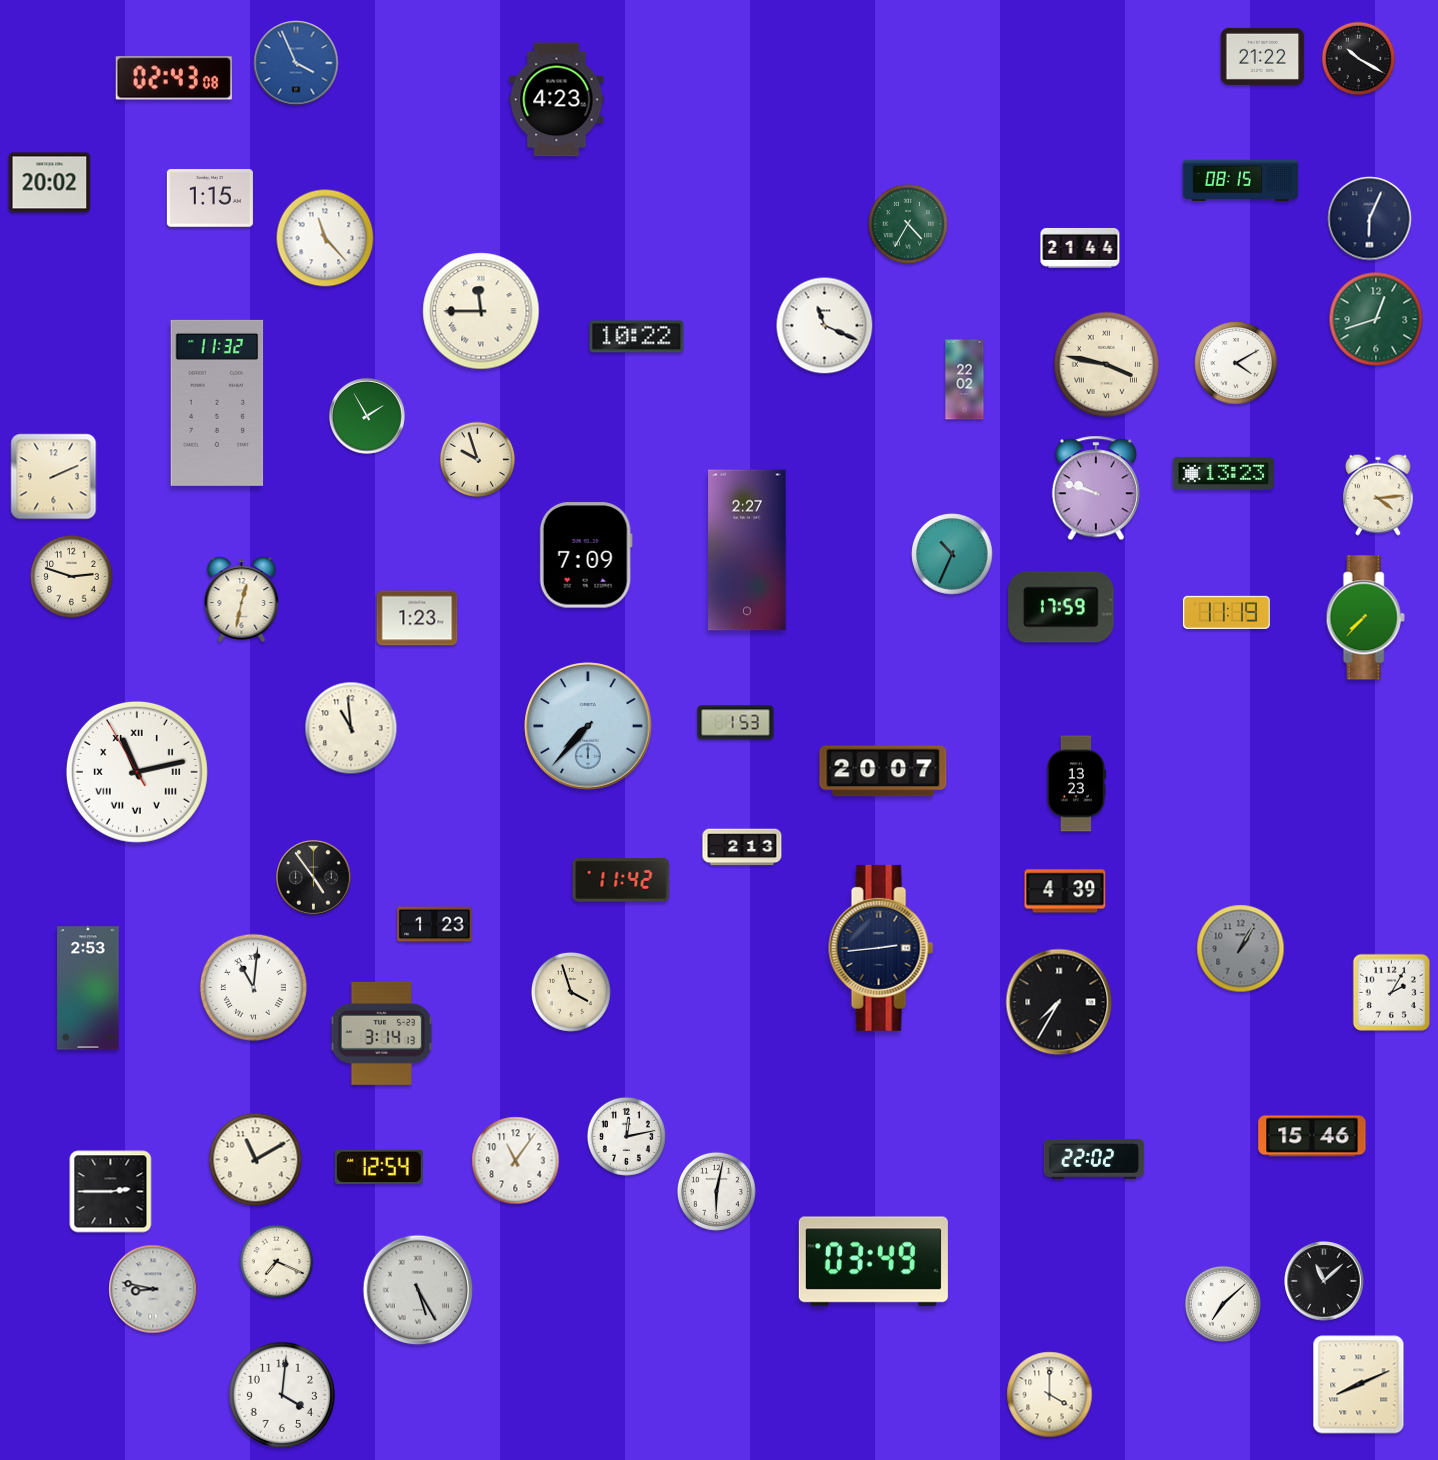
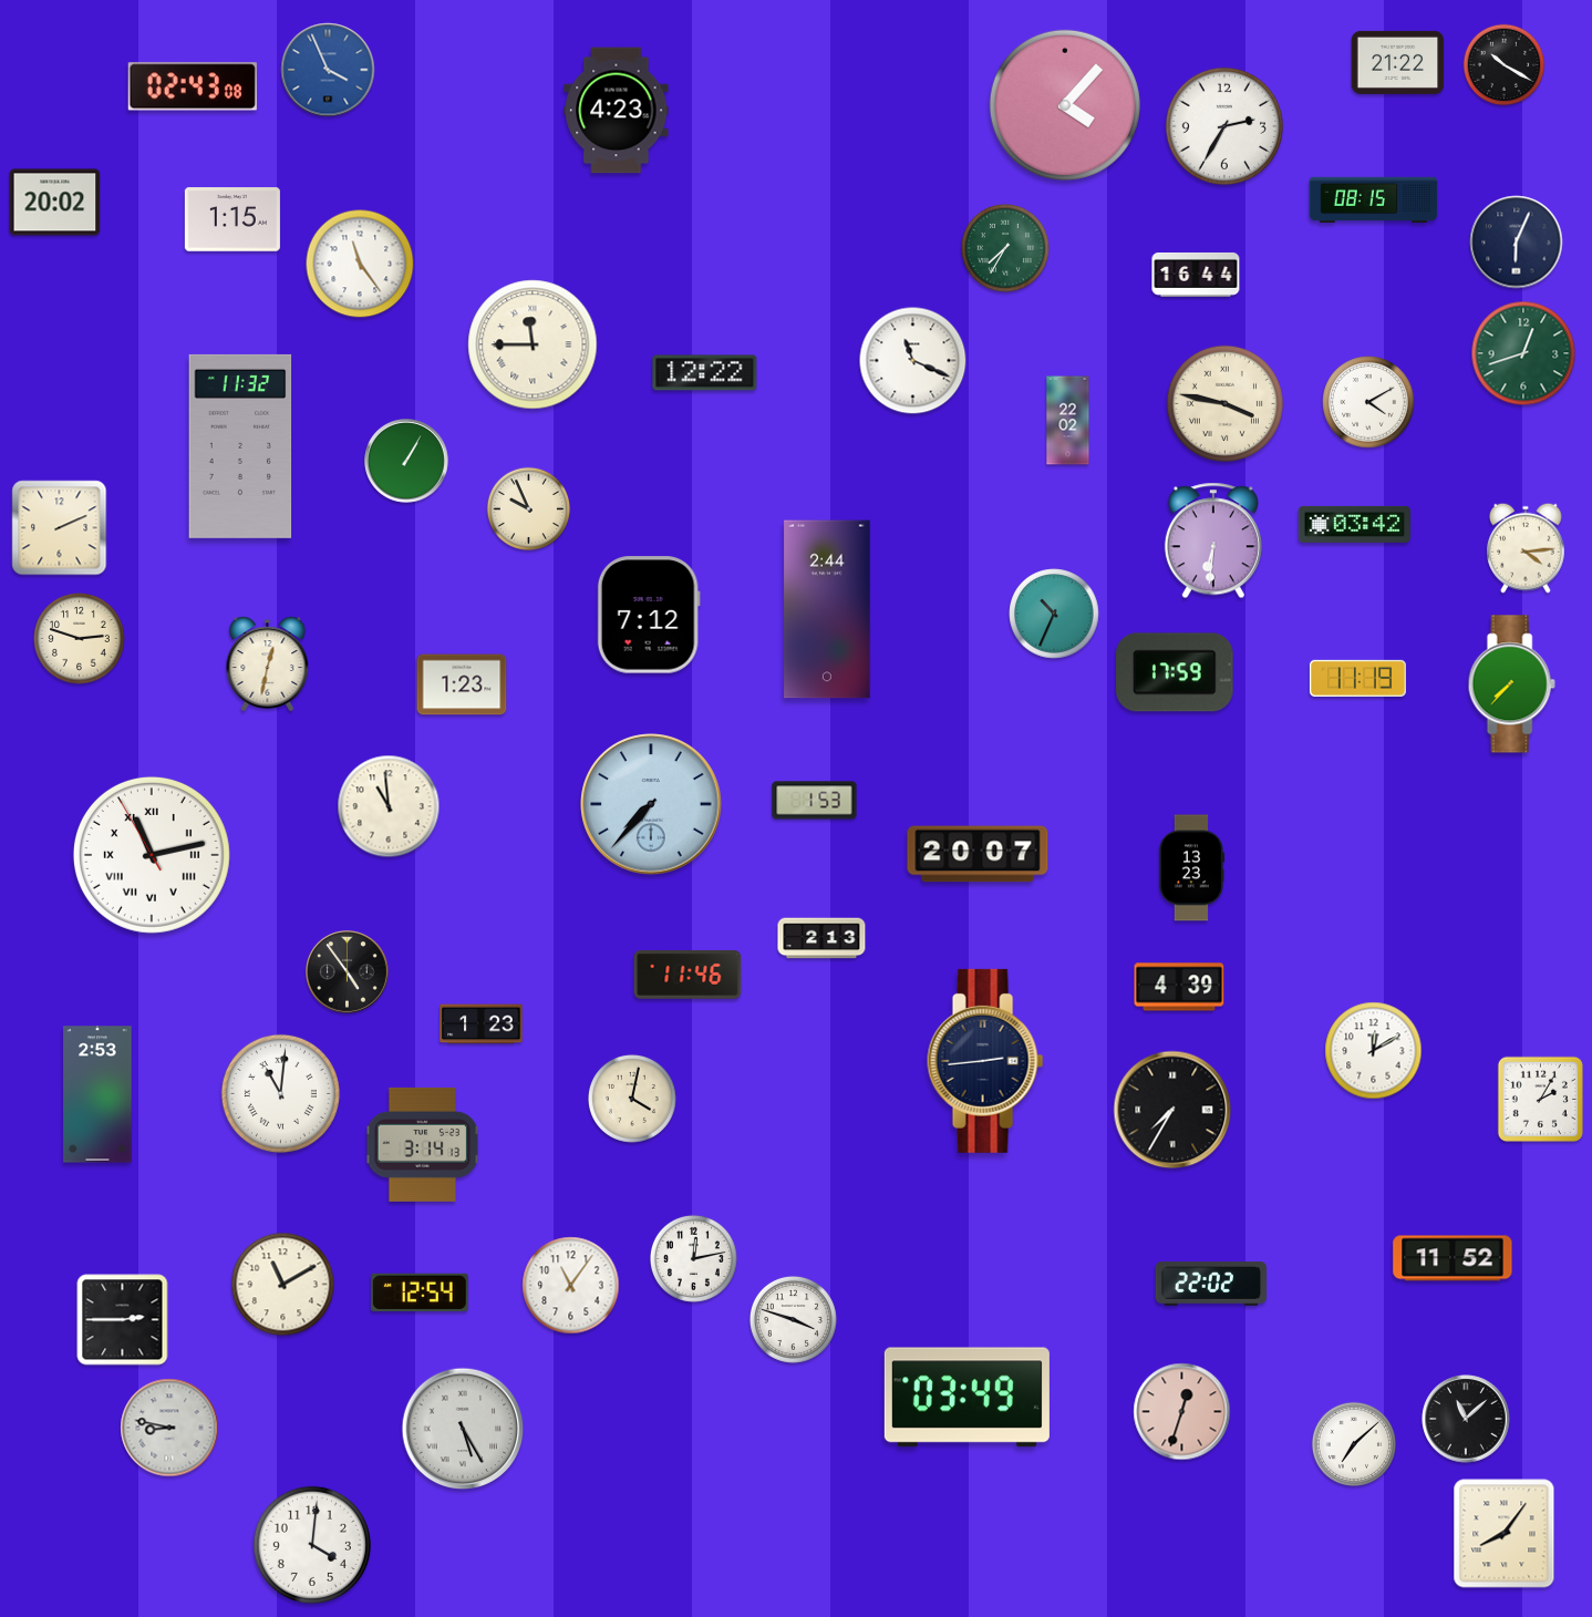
clock at (1065, 105): none -> 4:07
clock at (1224, 126): none -> 2:35
clock at (908, 224): 4:35 -> 7:35
clock at (325, 238): 11:23 -> 11:24
clock at (1080, 248): 21:44 -> 16:44
clock at (637, 337): 10:22 -> 12:22
clock at (368, 417): 1:55 -> 1:05
clock at (477, 459): 9:57 -> 9:56
clock at (1223, 473): 13:23 -> 03:42
clock at (1096, 488): 9:48 -> 6:31
clock at (747, 550): 2:27 -> 2:44
clock at (586, 555): 7:09 -> 7:12
clock at (621, 881): 11:42 -> 11:46
clock at (881, 948) position: (881, 948) -> (985, 1061)
clock at (1241, 949): 1:05 -> 12:10
clock at (1241, 949) dial: grey -> white
clock at (571, 992): 3:57 -> 4:02
clock at (1312, 1136): 15:46 -> 11:52
clock at (716, 1191): 6:02 -> 3:48
clock at (277, 1262): 7:19 -> none
clock at (1182, 1412): none -> 12:33
clock at (1359, 1385): 8:11 -> 8:06
clock at (1050, 1395): 4:00 -> none
